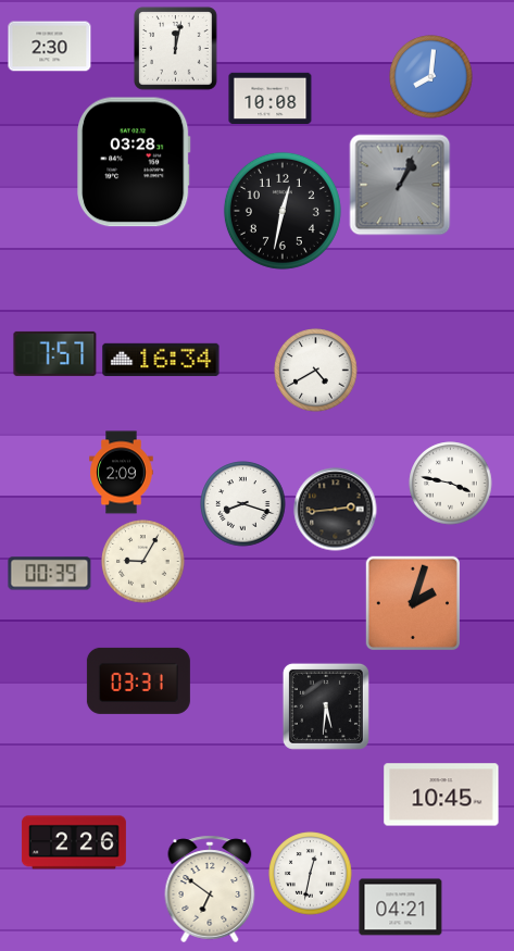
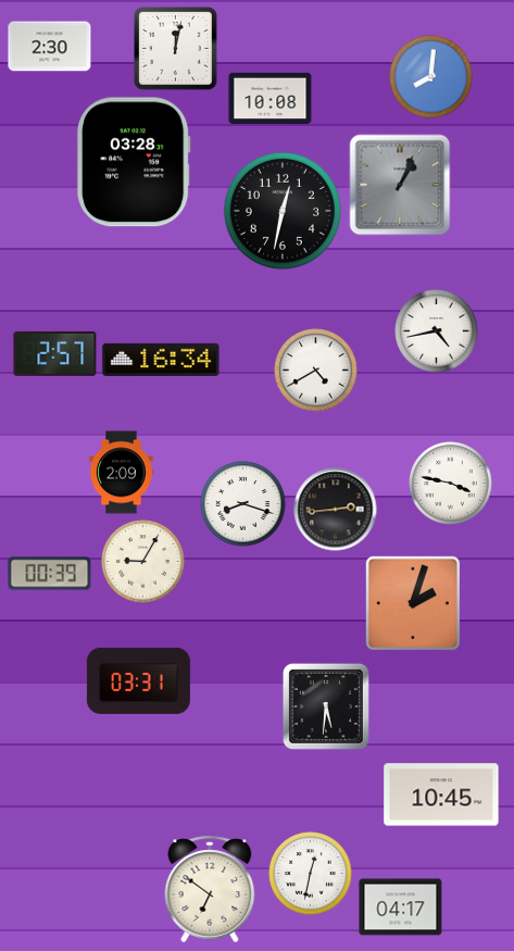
clock at (437, 331): none -> 4:43
clock at (55, 353): 7:57 -> 2:57
clock at (74, 842): 2:26 -> none
clock at (401, 908): 04:21 -> 04:17
